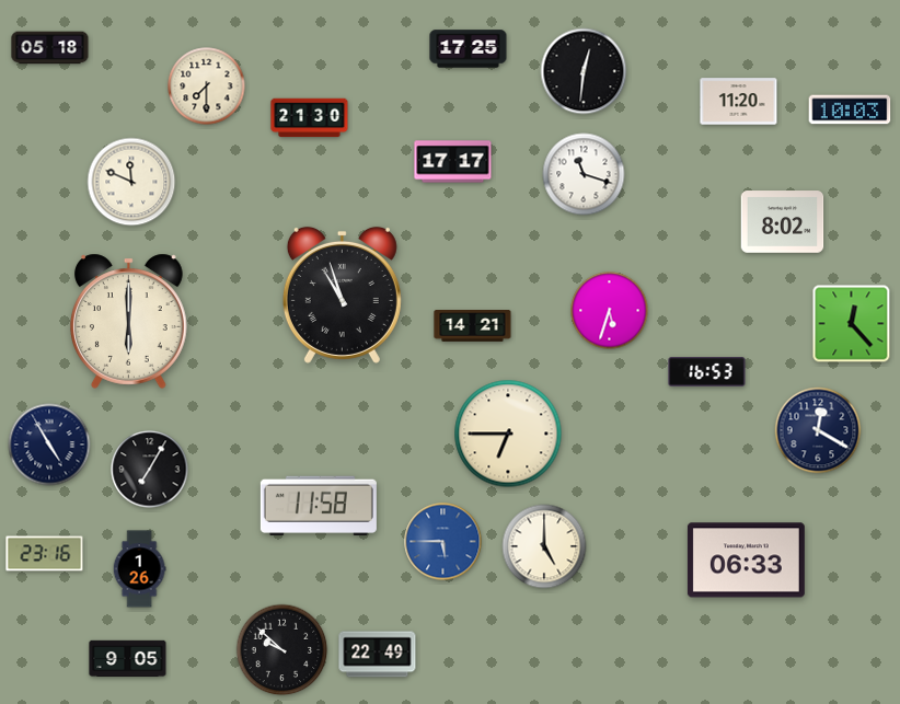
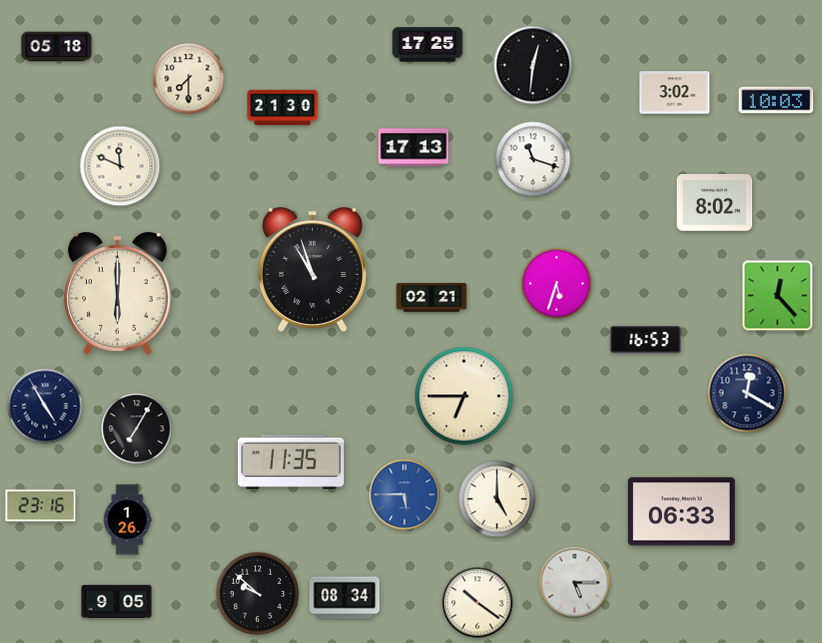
clock at (50, 48) position: (50, 48) -> (57, 47)
clock at (739, 102): 11:20 -> 3:02
clock at (453, 162): 17:17 -> 17:13
clock at (473, 326): 14:21 -> 02:21
clock at (319, 506): 11:58 -> 11:35
clock at (575, 583): none -> 5:15
clock at (378, 655): 22:49 -> 08:34
clock at (478, 603): none -> 10:21
